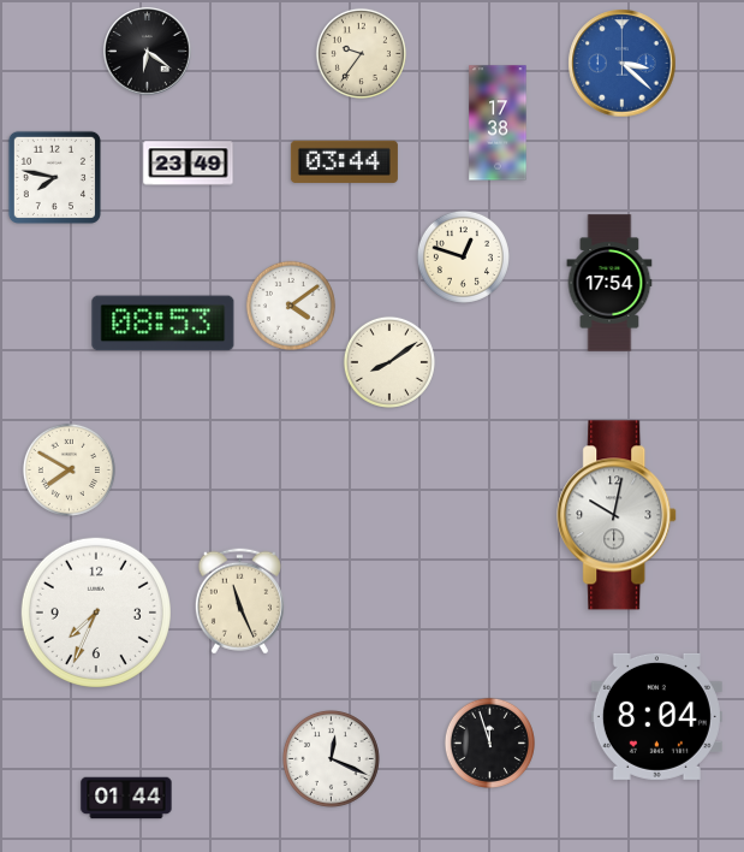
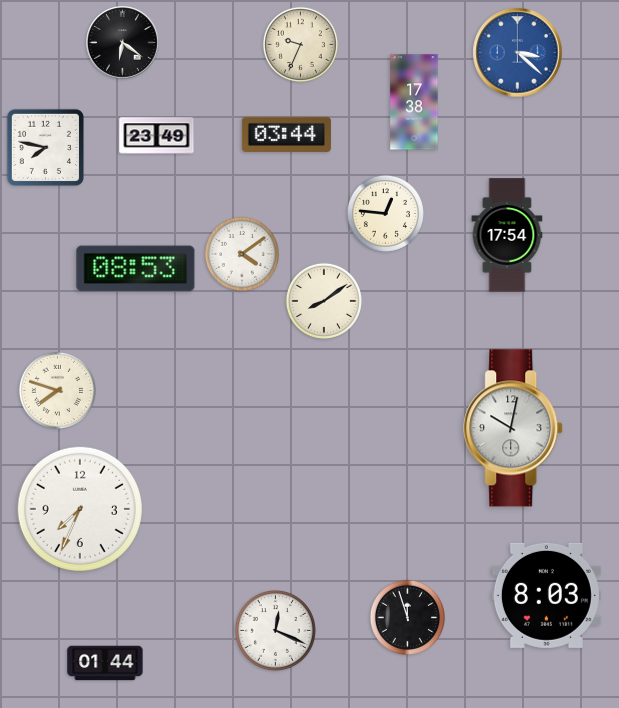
clock at (361, 53): 9:36 -> 9:34
clock at (463, 256): 12:48 -> 12:46
clock at (69, 469): 7:50 -> 7:48
clock at (239, 602): 11:26 -> none
clock at (656, 716): 8:04 -> 8:03
